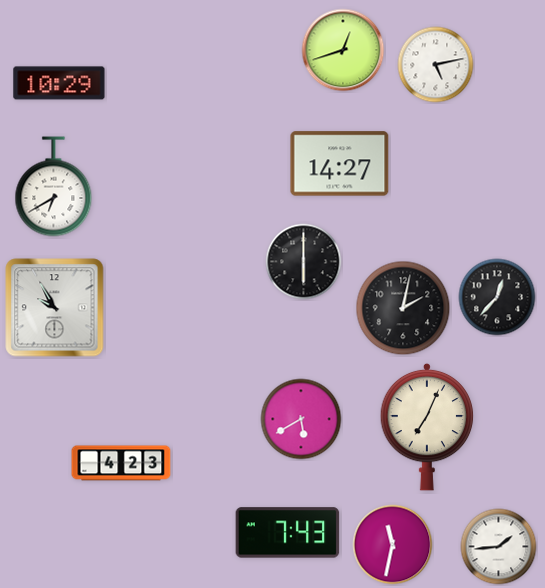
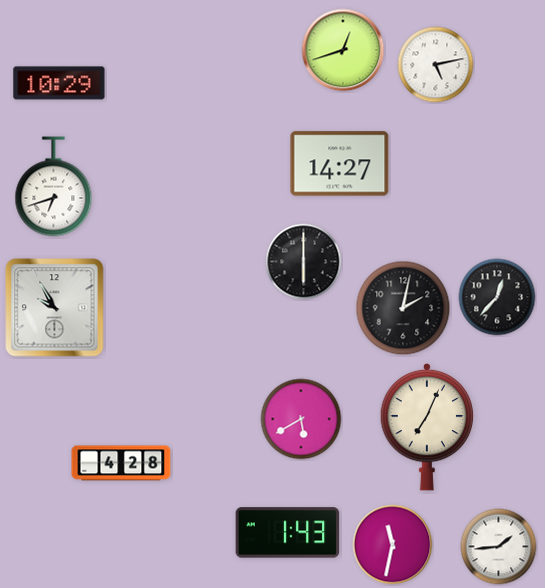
clock at (54, 187): 6:40 -> 6:42
clock at (121, 463): 4:23 -> 4:28
clock at (288, 533): 7:43 -> 1:43
